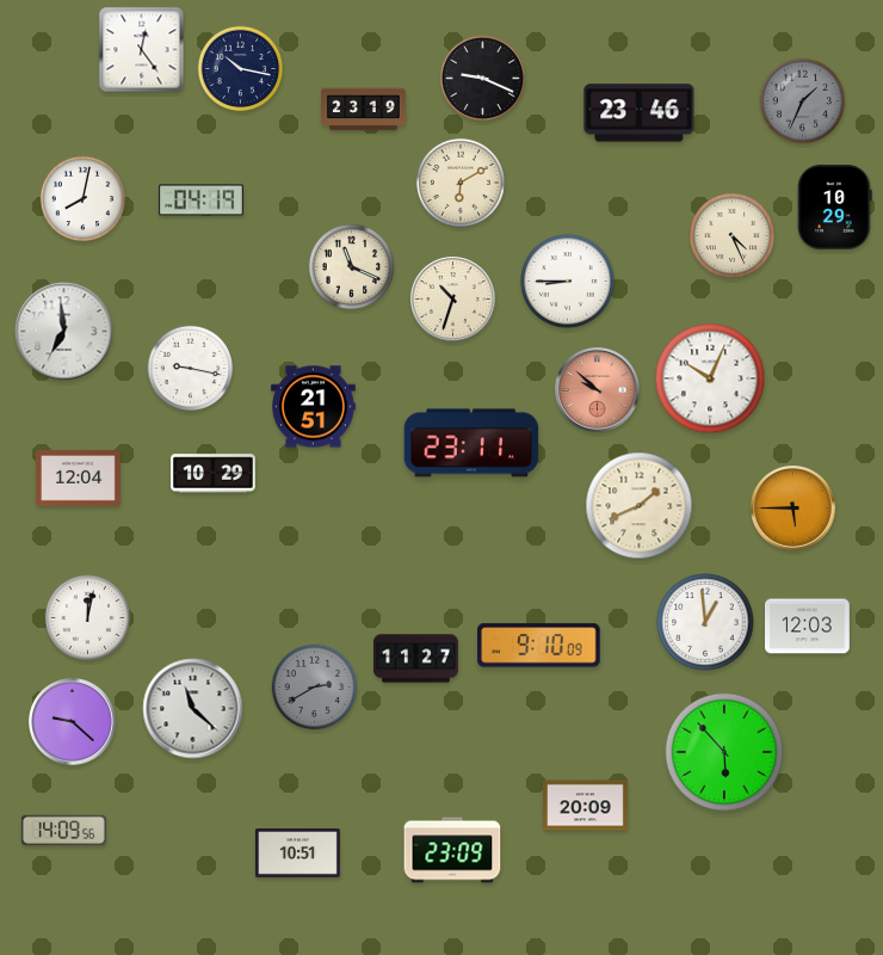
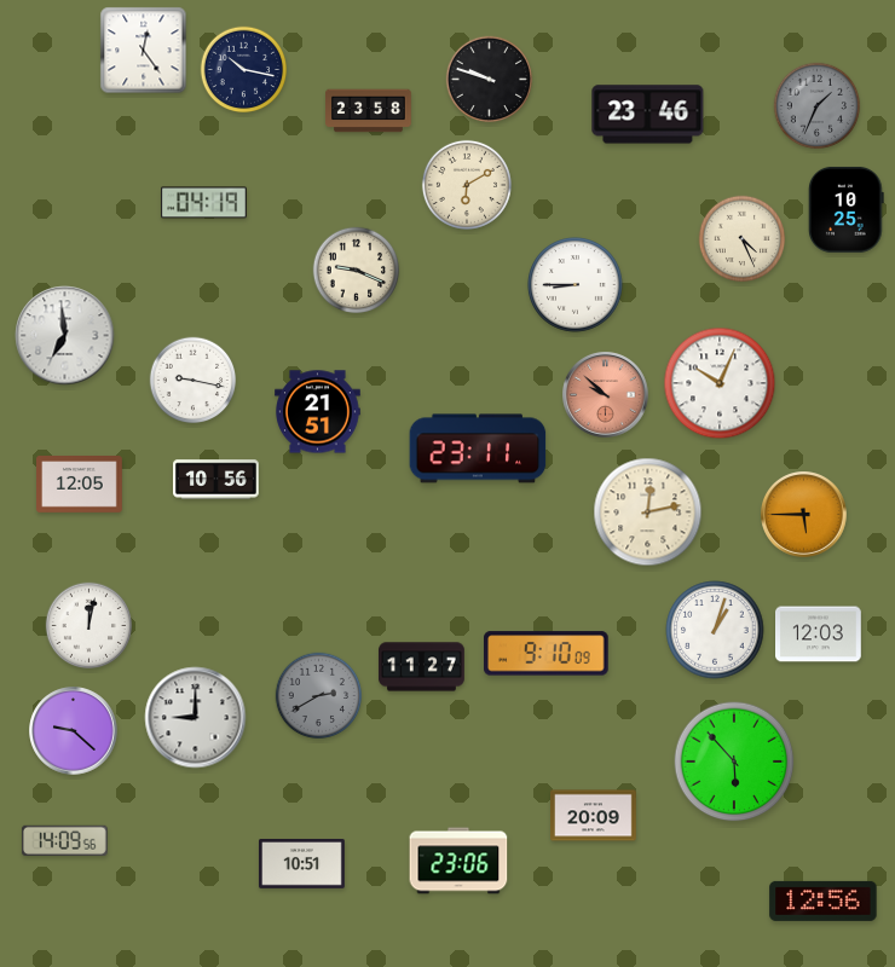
clock at (483, 79): 9:19 -> 9:48
clock at (803, 101) position: (803, 101) -> (818, 106)
clock at (364, 110): 23:19 -> 23:58
clock at (84, 199): 8:02 -> none
clock at (835, 207): 10:29 -> 10:25
clock at (352, 267): 11:19 -> 9:19
clock at (453, 300): 10:33 -> none
clock at (191, 369) position: (191, 369) -> (194, 381)
clock at (214, 474): 10:29 -> 10:56
clock at (79, 479): 12:04 -> 12:05
clock at (640, 506): 1:41 -> 12:13
clock at (705, 622): 12:59 -> 1:03
clock at (193, 709): 11:22 -> 9:00
clock at (452, 850): 23:09 -> 23:06
clock at (824, 901): none -> 12:56
